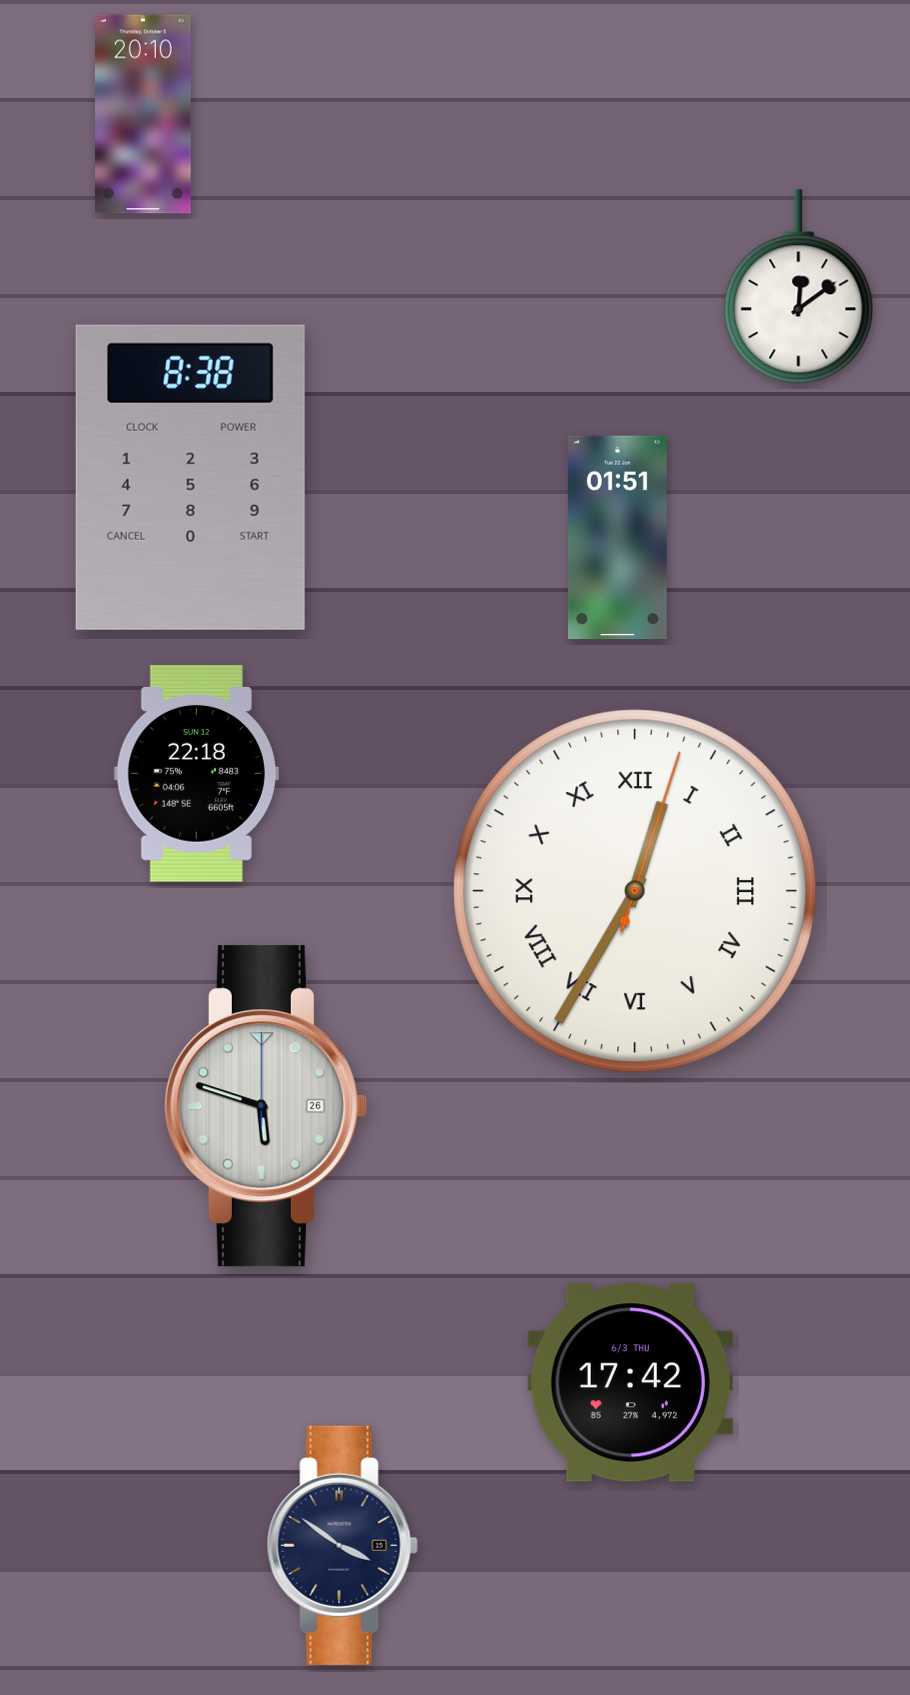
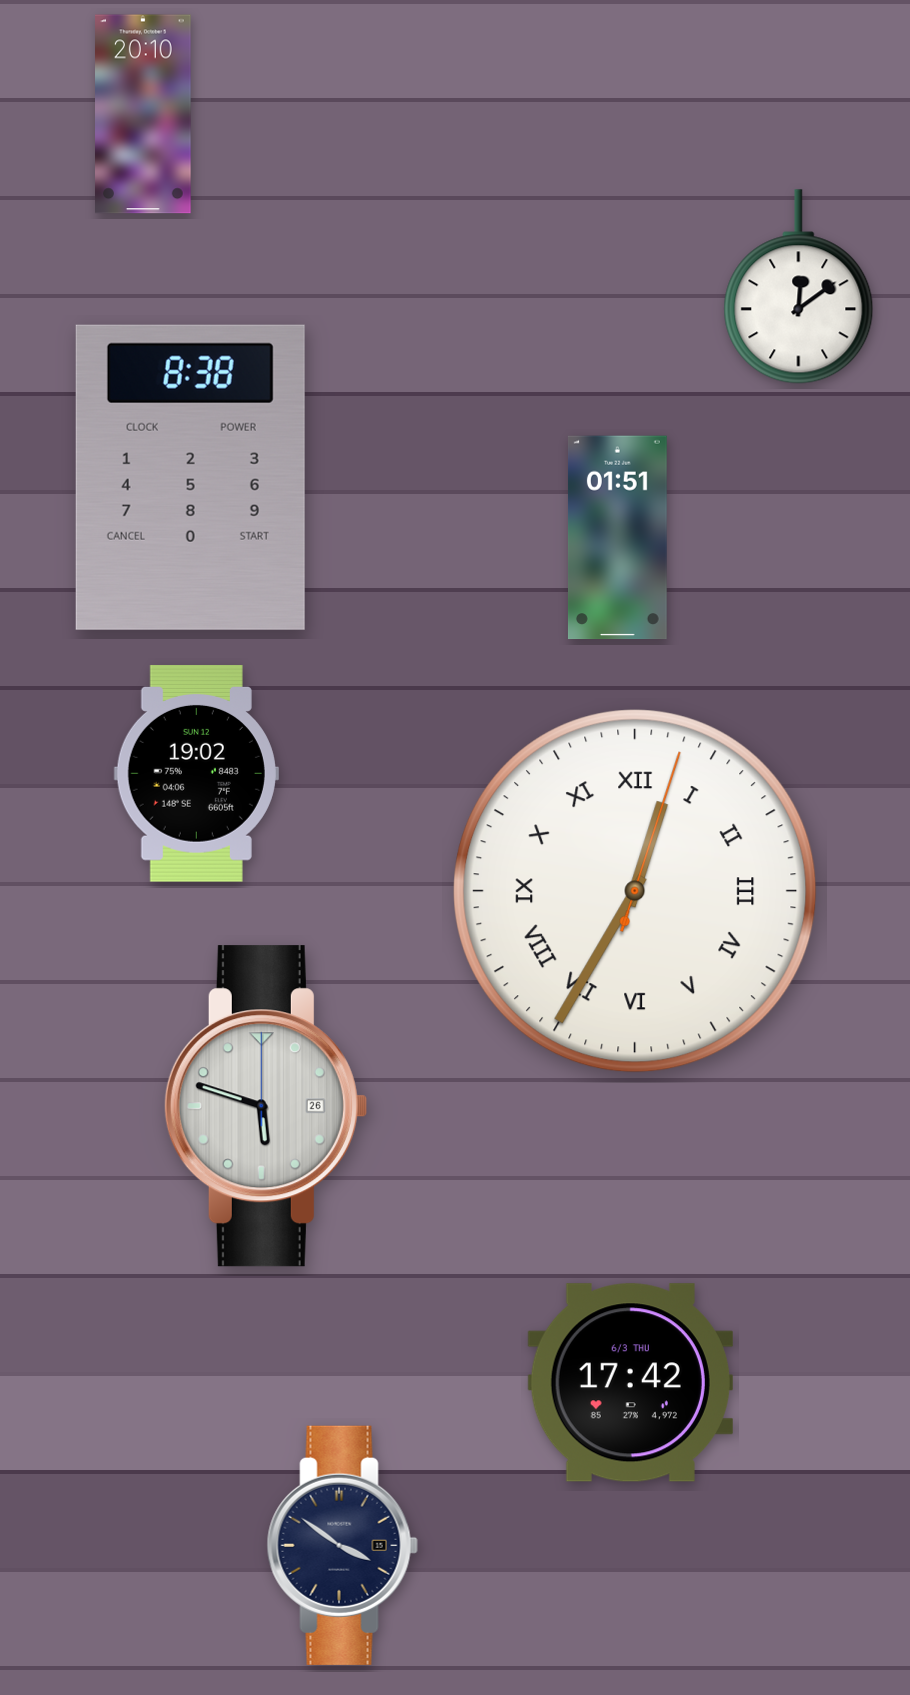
clock at (196, 774): 22:18 -> 19:02
